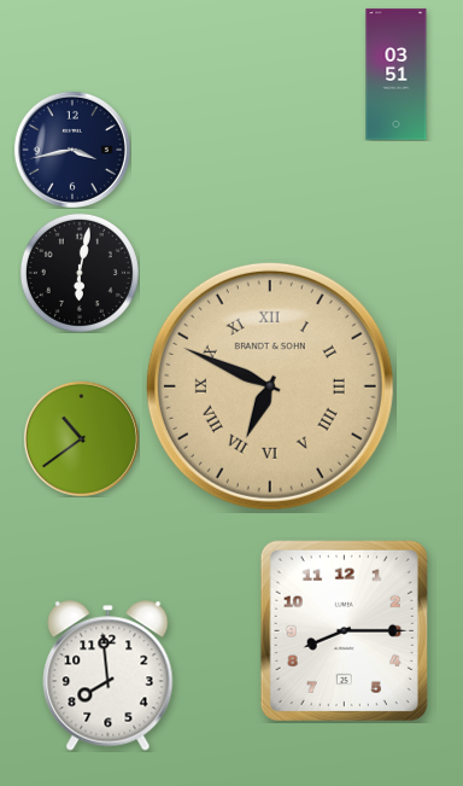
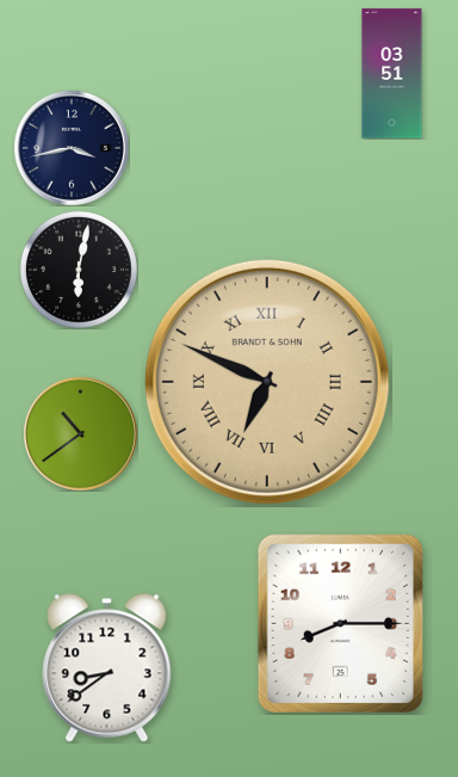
clock at (109, 676): 7:59 -> 8:39
